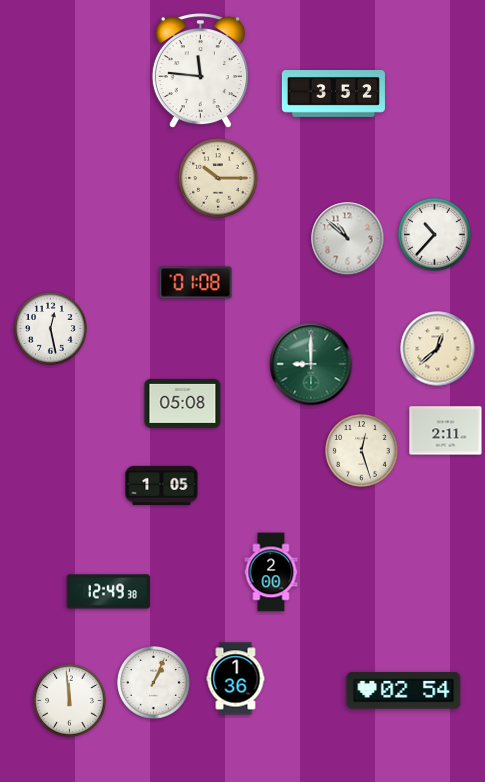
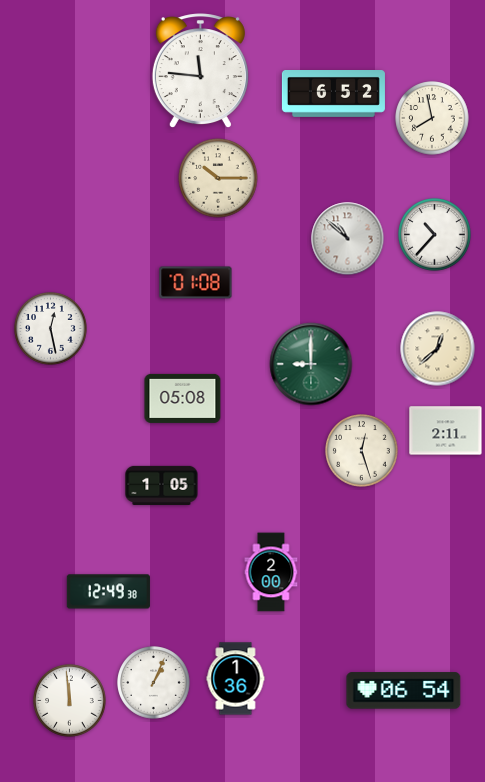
clock at (333, 94): 3:52 -> 6:52
clock at (432, 118): none -> 7:58
clock at (183, 403) position: (183, 403) -> (183, 398)
clock at (404, 691): 02:54 -> 06:54
